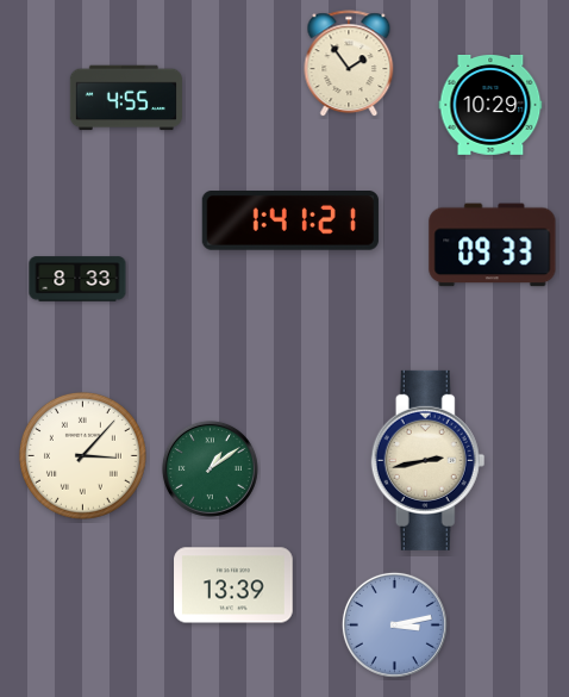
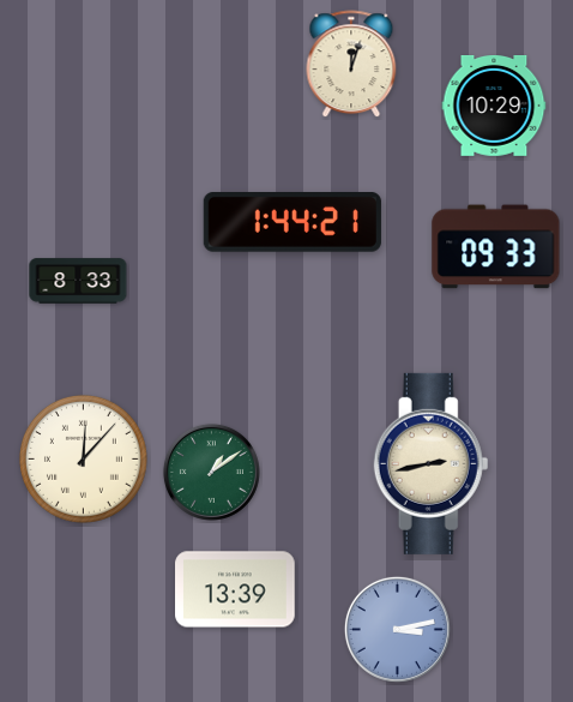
clock at (349, 64): 1:54 -> 12:03
clock at (126, 98): 4:55 -> none
clock at (290, 222): 1:41 -> 1:44
clock at (82, 455): 3:07 -> 12:07
